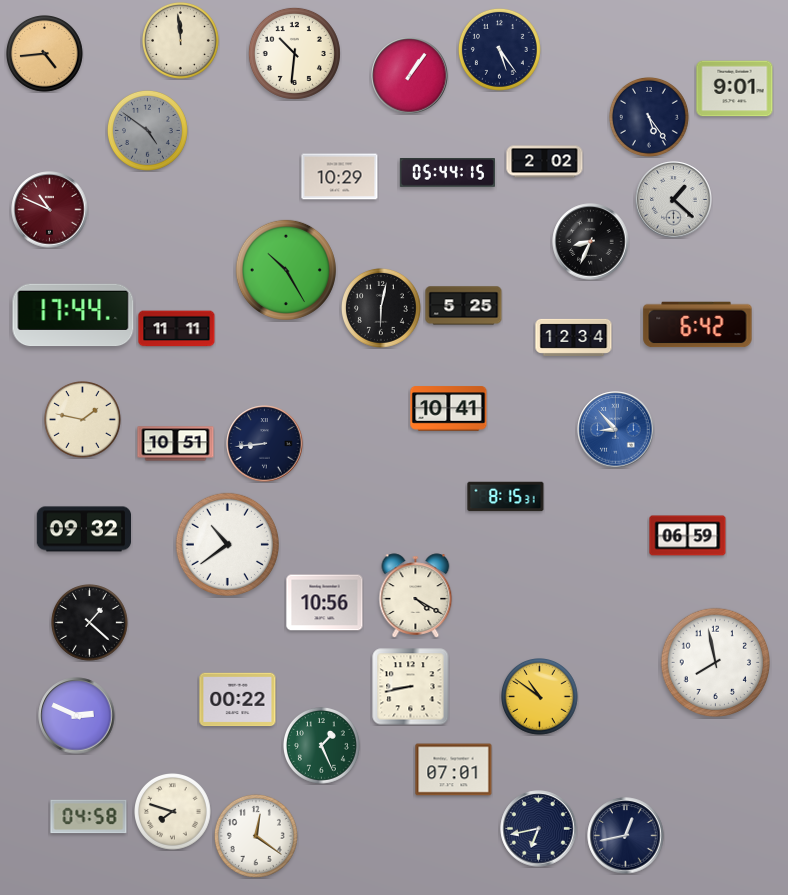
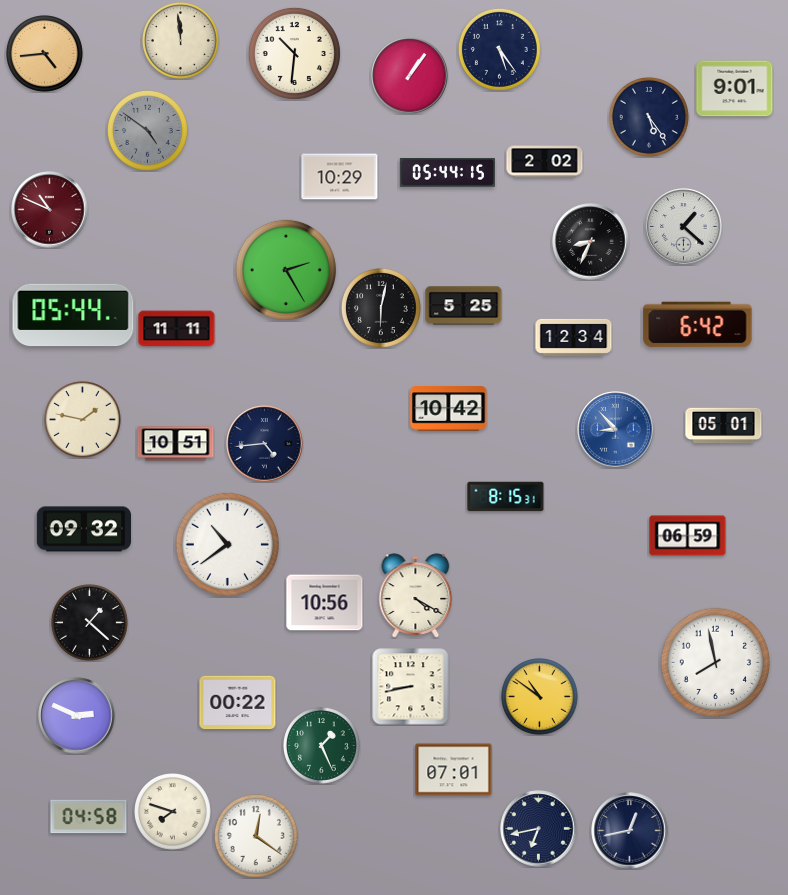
clock at (674, 200) position: (674, 200) -> (684, 227)
clock at (286, 270): 10:25 -> 2:25
clock at (73, 315): 17:44 -> 05:44
clock at (449, 409): 10:41 -> 10:42
clock at (724, 426): none -> 05:01
clock at (265, 444): 8:44 -> 4:44
clock at (238, 700) position: (238, 700) -> (238, 703)
clock at (626, 836) position: (626, 836) -> (630, 831)
